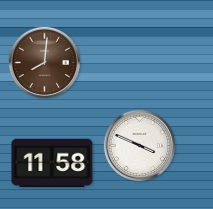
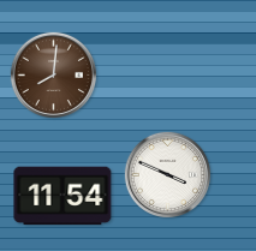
clock at (52, 163): 11:58 -> 11:54
